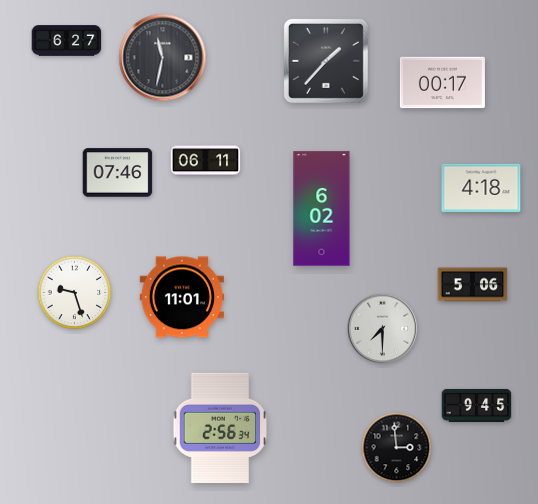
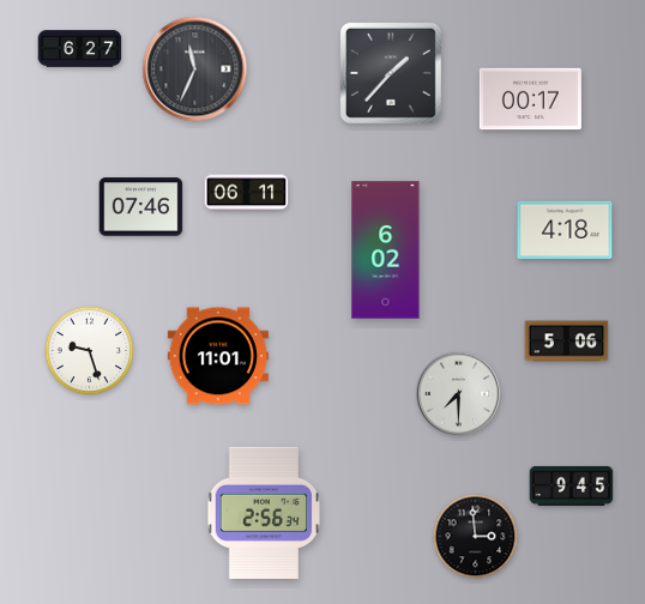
clock at (163, 58): 11:32 -> 11:34
clock at (481, 187) position: (481, 187) -> (565, 229)
